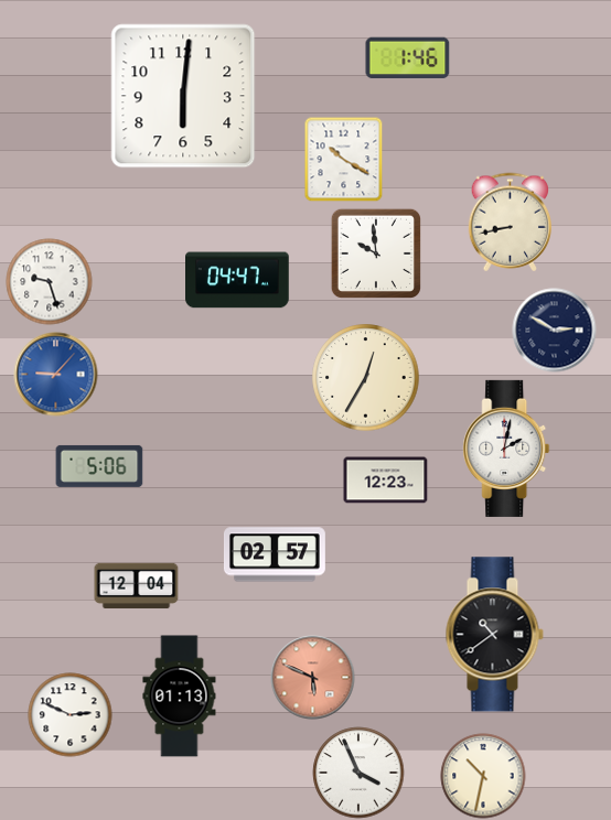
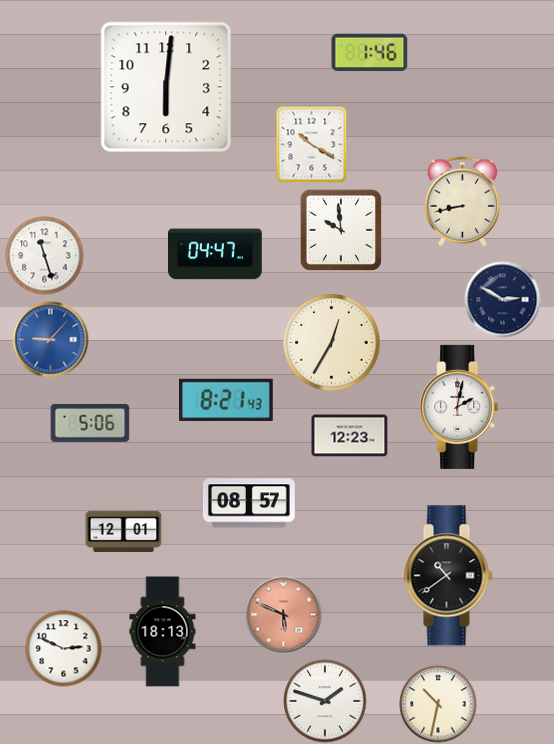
clock at (50, 282): 9:27 -> 11:27
clock at (227, 400): none -> 8:21
clock at (275, 554): 02:57 -> 08:57
clock at (137, 586): 12:04 -> 12:01
clock at (180, 697): 01:13 -> 18:13
clock at (358, 773): 3:56 -> 1:48
